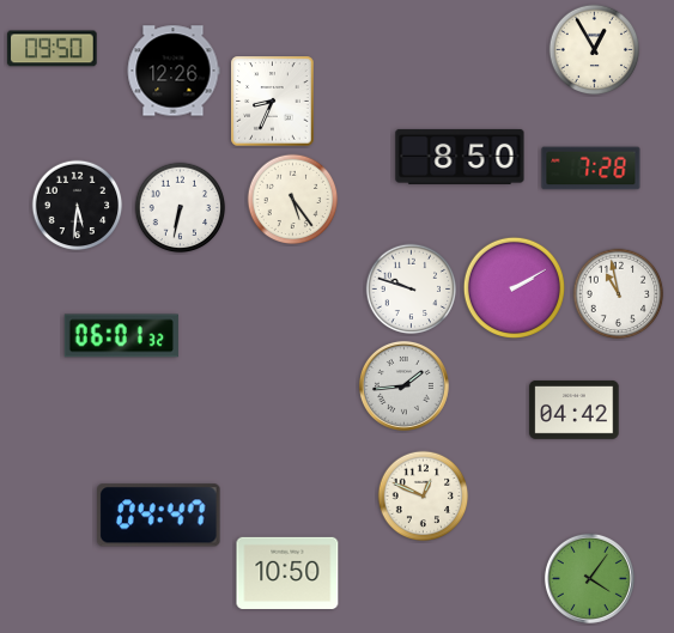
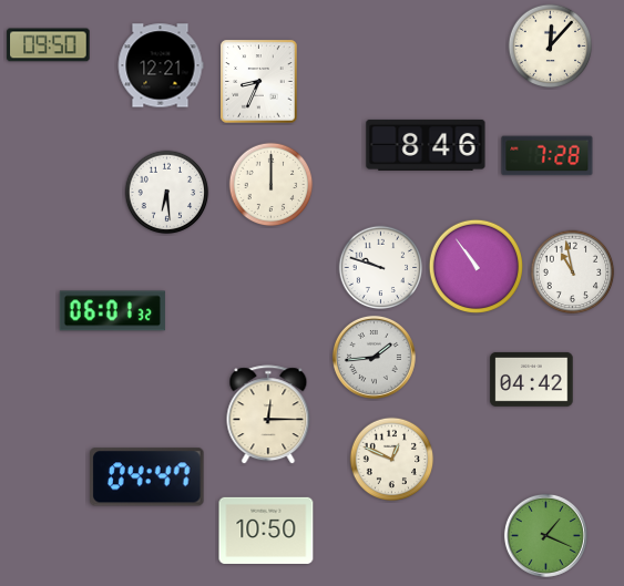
clock at (595, 50): 12:55 -> 12:07
clock at (174, 71): 12:26 -> 12:21
clock at (273, 102) position: (273, 102) -> (259, 82)
clock at (460, 157): 8:50 -> 8:46
clock at (293, 200): 5:24 -> 12:00
clock at (78, 206): 5:31 -> none
clock at (181, 208): 6:32 -> 6:29
clock at (514, 287): 2:10 -> 10:54
clock at (268, 415): none -> 12:15
clock at (589, 578): 4:06 -> 1:19
